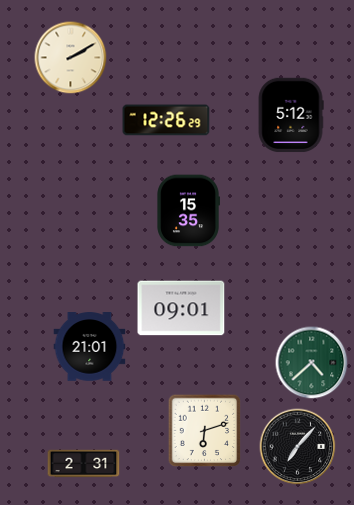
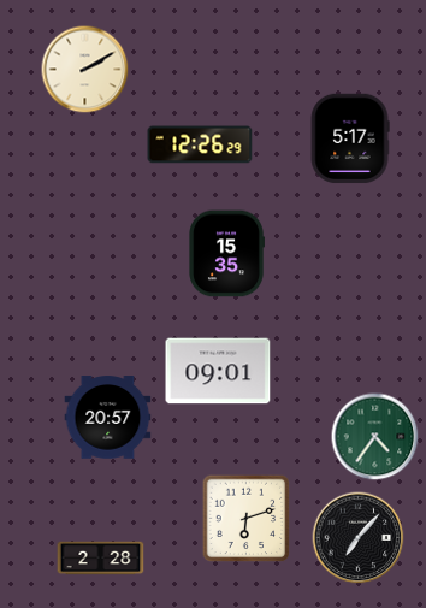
clock at (291, 115): 5:12 -> 5:17
clock at (90, 347): 21:01 -> 20:57
clock at (312, 363): 4:38 -> 4:36
clock at (84, 464): 2:31 -> 2:28
